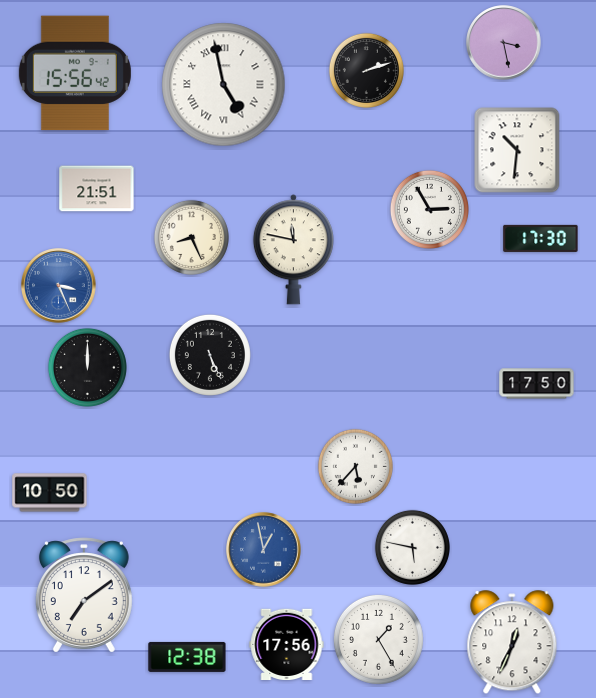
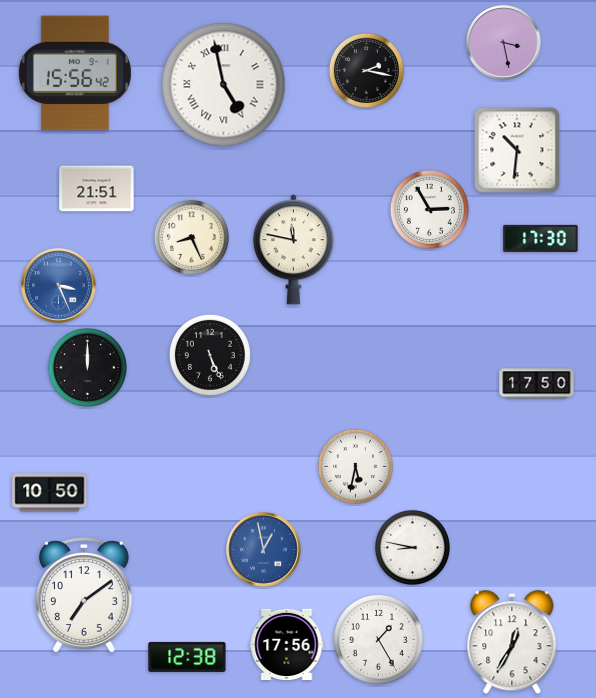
clock at (366, 70): 2:12 -> 2:17
clock at (355, 466): 5:37 -> 5:32
clock at (412, 547): 5:47 -> 8:47
clock at (512, 643): 12:34 -> 12:35
